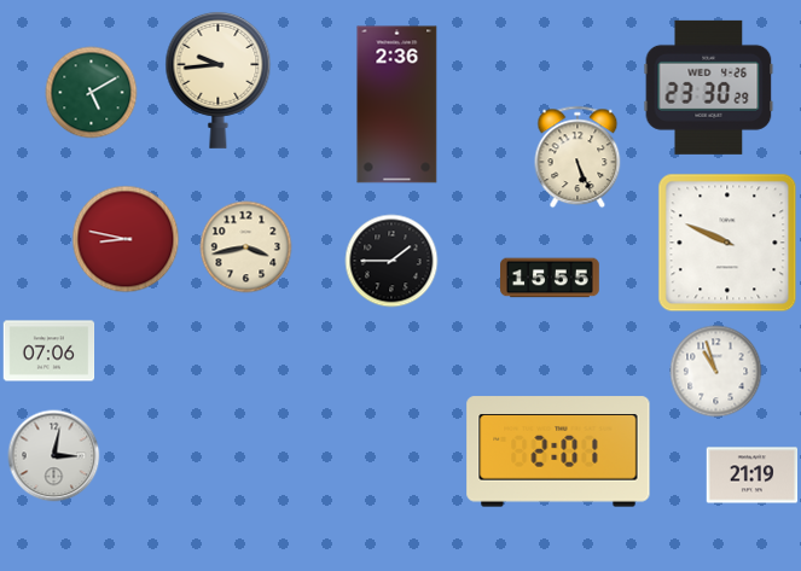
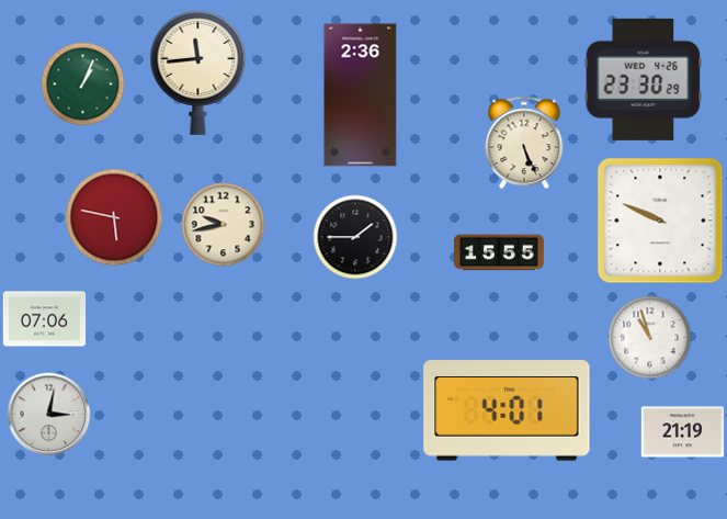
clock at (219, 80): 9:44 -> 11:44
clock at (92, 93): 5:10 -> 1:04
clock at (126, 239): 8:47 -> 5:47
clock at (246, 247): 3:43 -> 9:43
clock at (558, 451): 2:01 -> 4:01
